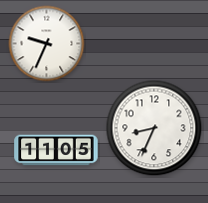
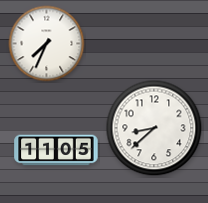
clock at (47, 44): 9:34 -> 7:34
clock at (154, 128): 8:34 -> 8:38
